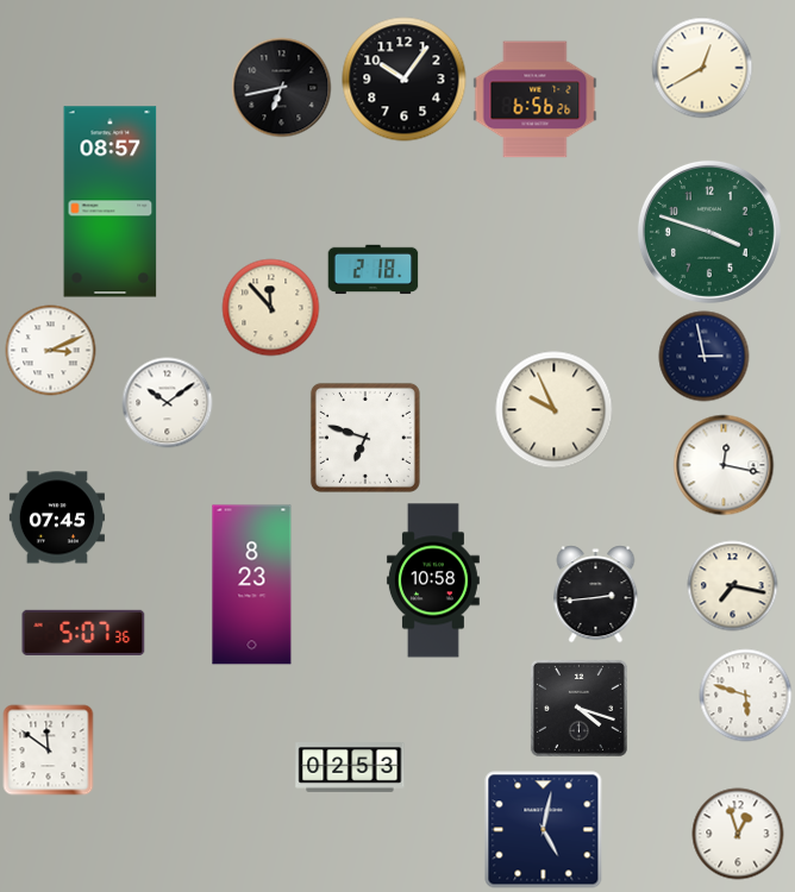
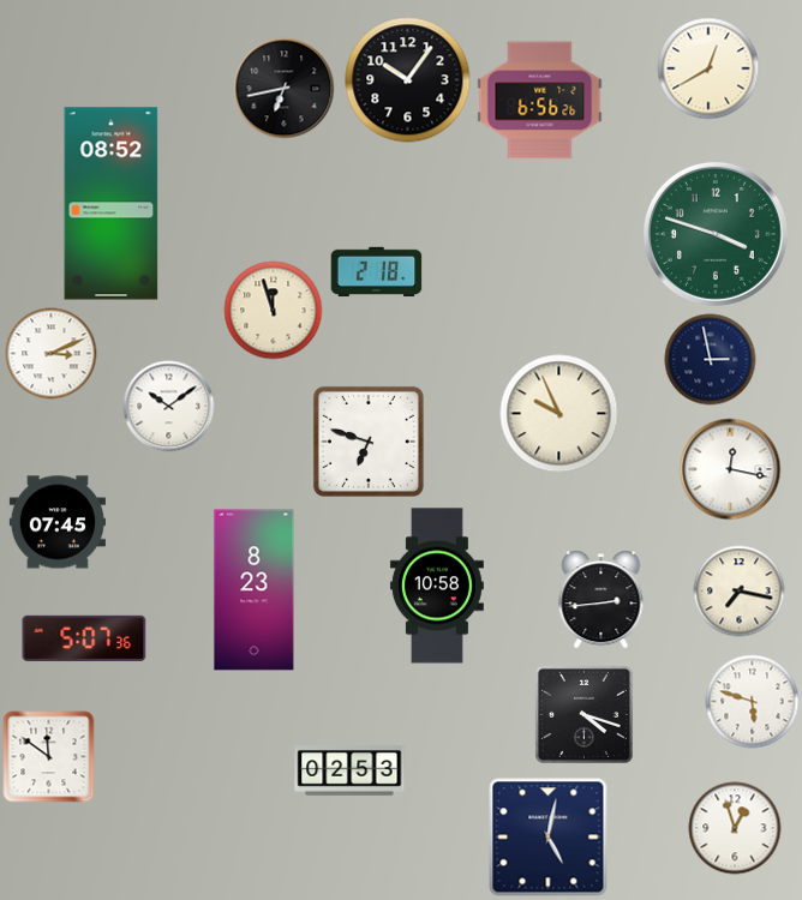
clock at (111, 202): 08:57 -> 08:52
clock at (271, 308): 11:53 -> 11:57
clock at (350, 768) position: (350, 768) -> (349, 772)
clock at (738, 834) position: (738, 834) -> (735, 828)
